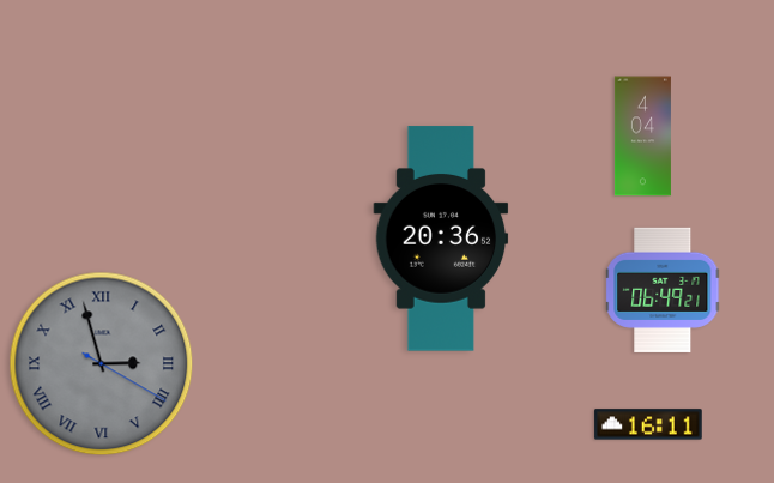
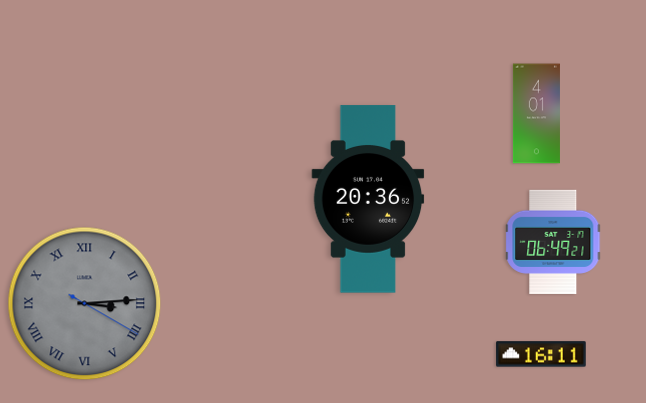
clock at (642, 137): 4:04 -> 4:01
clock at (102, 364): 2:57 -> 3:14
